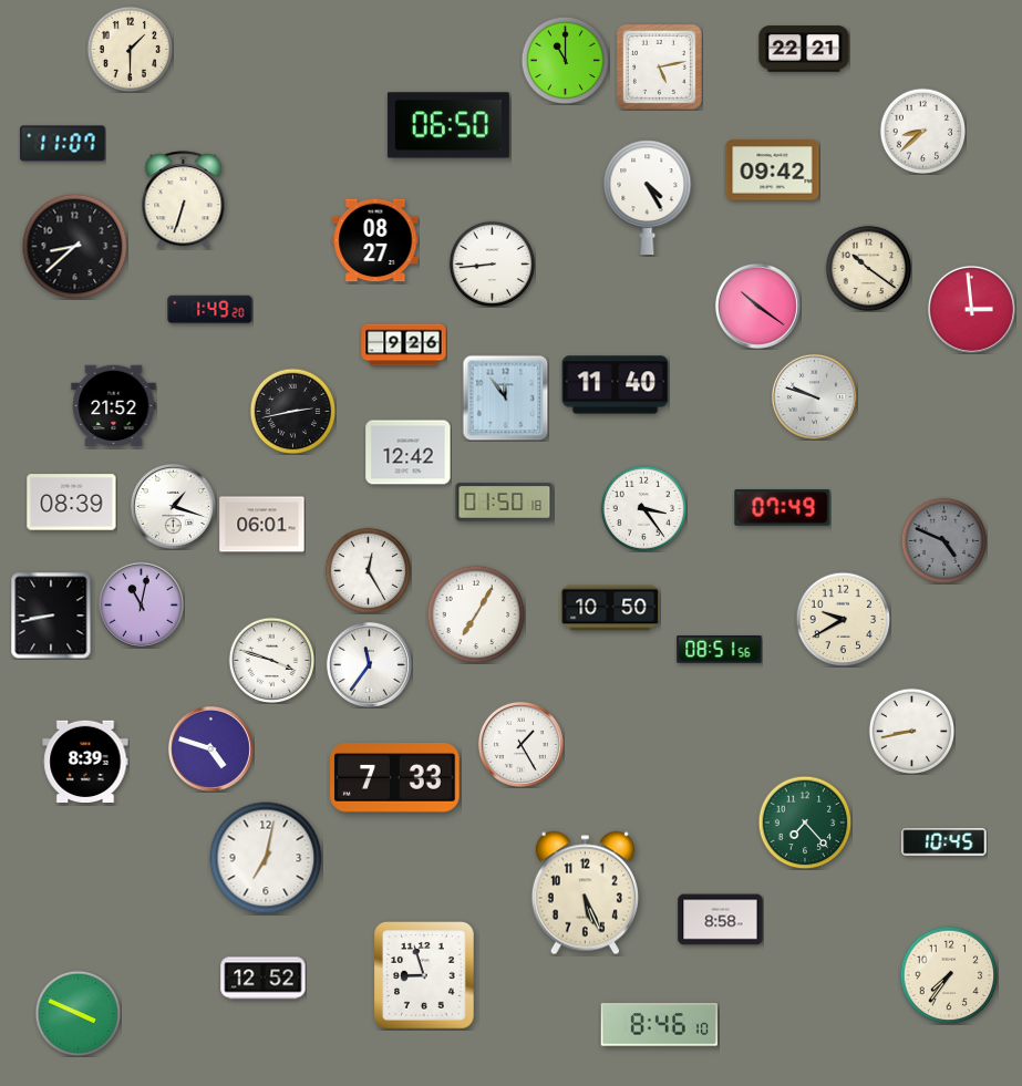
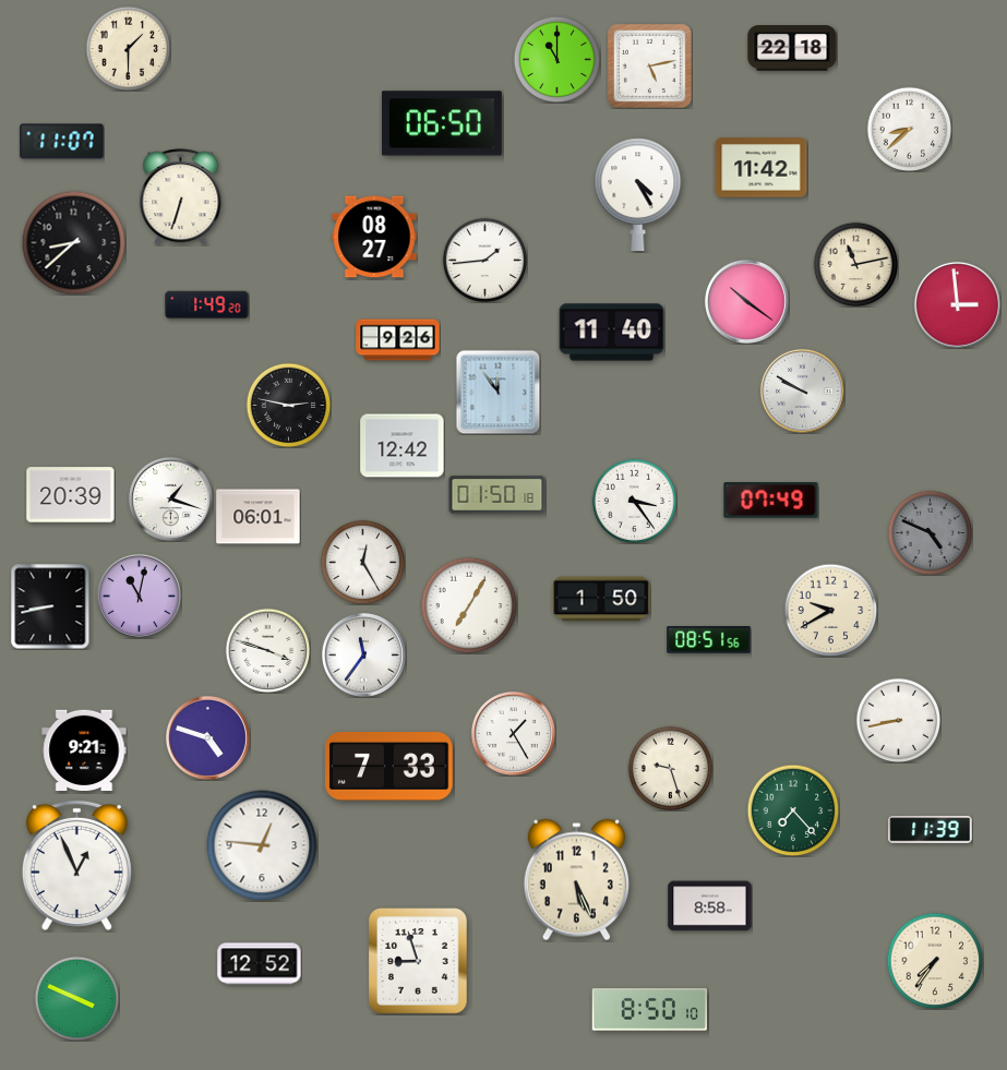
clock at (804, 49): 22:21 -> 22:18
clock at (773, 170): 09:42 -> 11:42
clock at (375, 240) position: (375, 240) -> (374, 237)
clock at (492, 263): 8:44 -> 1:44
clock at (868, 268): 10:21 -> 11:13
clock at (616, 385) position: (616, 385) -> (612, 333)
clock at (814, 396): 9:48 -> 9:50
clock at (114, 406): 21:52 -> none
clock at (292, 411): 2:43 -> 2:47
clock at (72, 503): 08:39 -> 20:39
clock at (610, 608): 10:50 -> 1:50
clock at (85, 761): 8:39 -> 9:21
clock at (670, 768): none -> 9:27
clock at (944, 842): 10:45 -> 11:39
clock at (266, 858): 7:02 -> 12:46
clock at (76, 865): none -> 12:56
clock at (659, 1025): 8:46 -> 8:50
